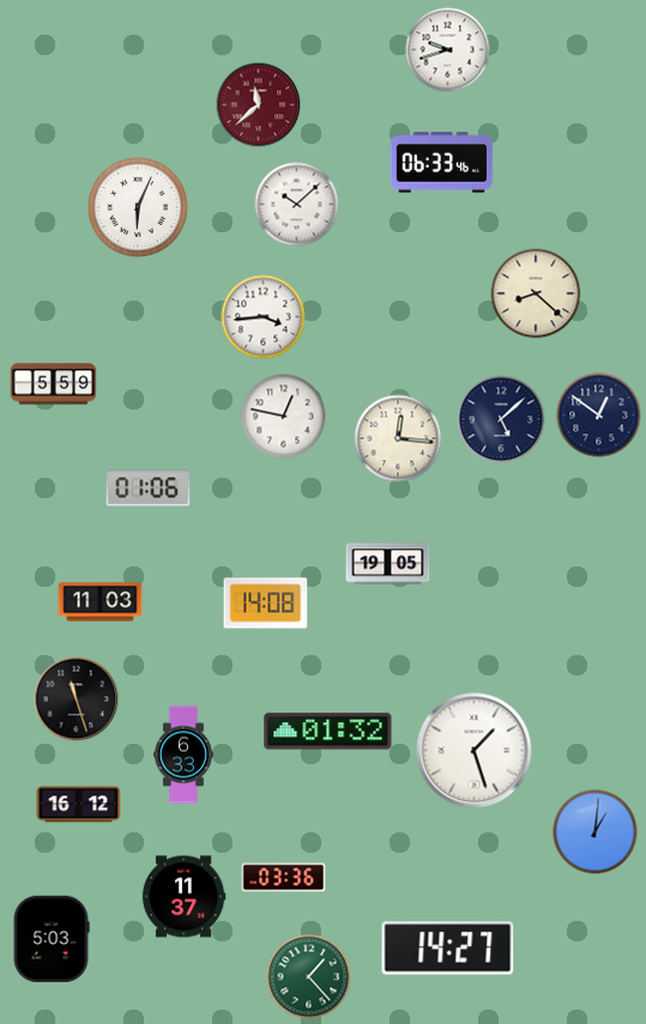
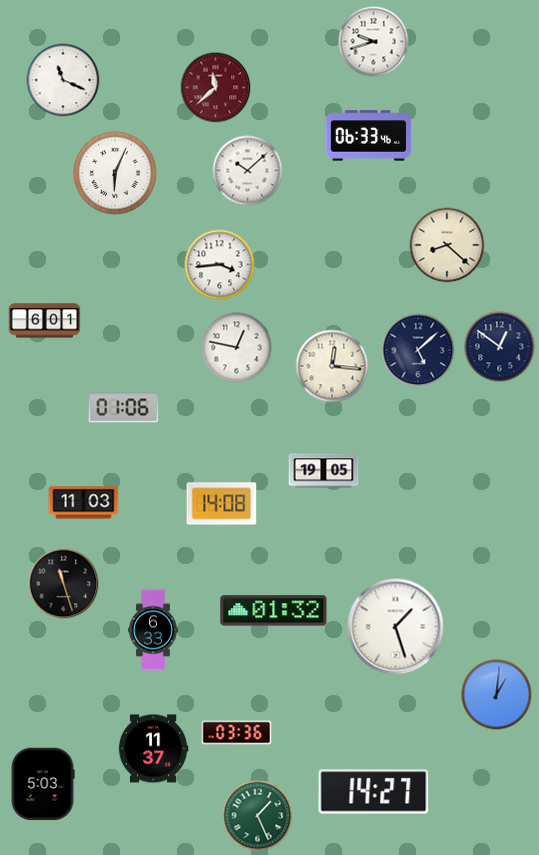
clock at (63, 80): none -> 11:19
clock at (54, 384): 5:59 -> 6:01
clock at (79, 805): 16:12 -> none
clock at (309, 977): 1:23 -> 1:26
